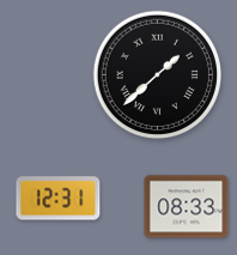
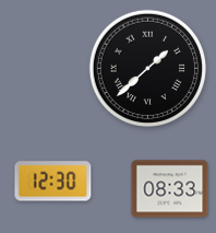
clock at (157, 74) position: (157, 74) -> (147, 68)
clock at (59, 199): 12:31 -> 12:30
